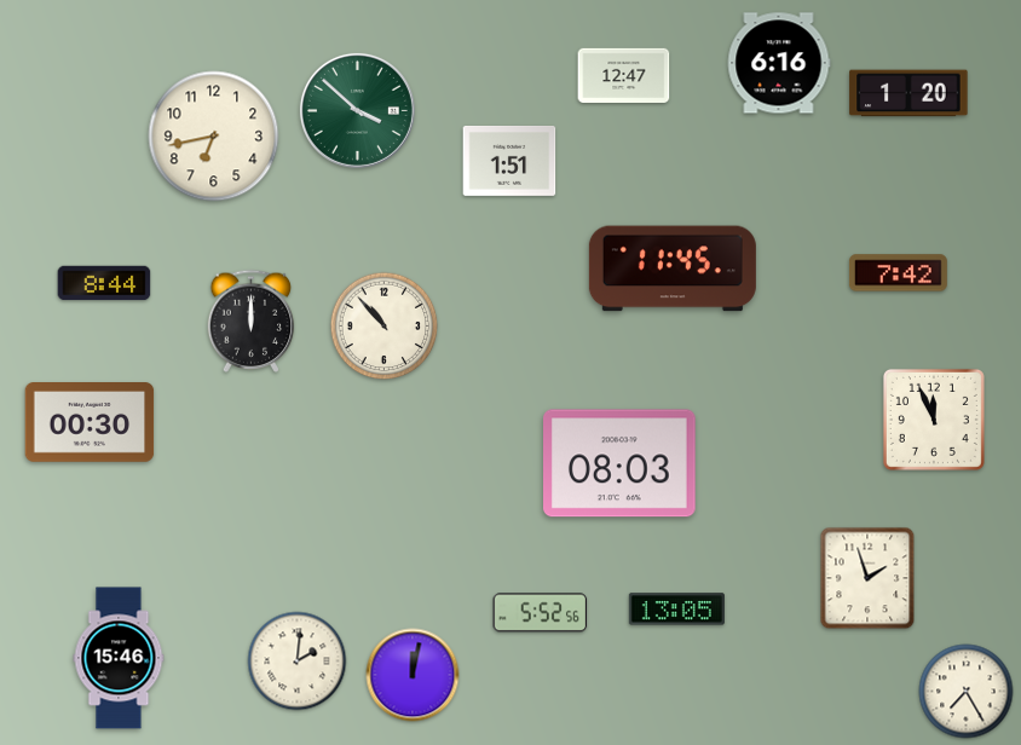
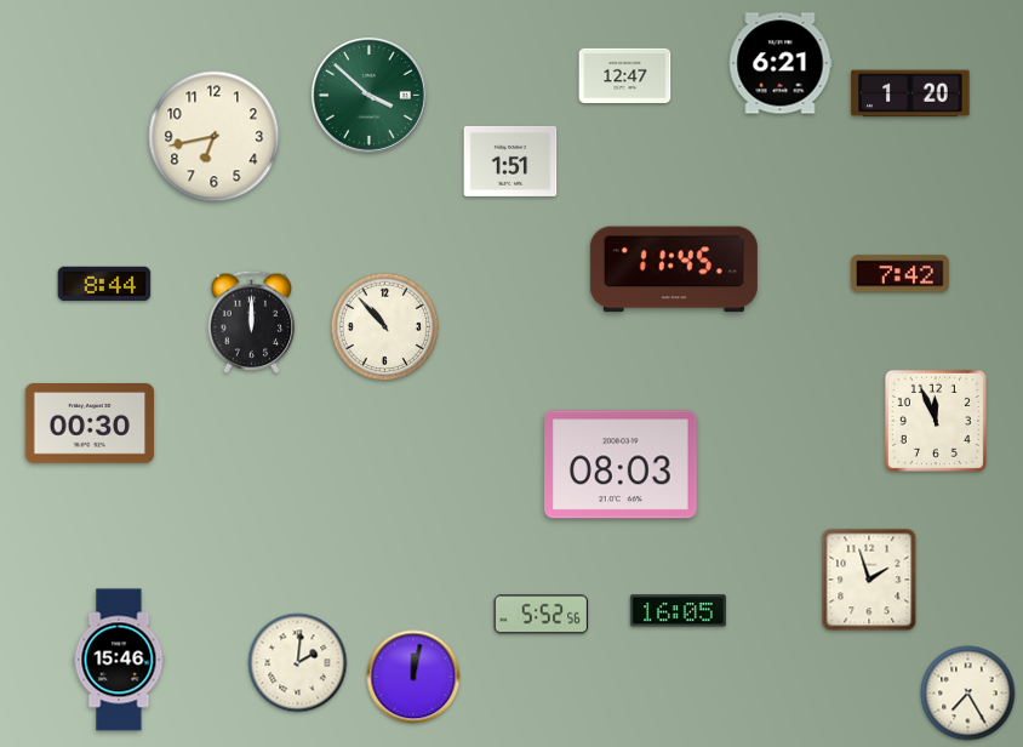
clock at (779, 63): 6:16 -> 6:21
clock at (357, 110) position: (357, 110) -> (368, 95)
clock at (676, 610): 13:05 -> 16:05
